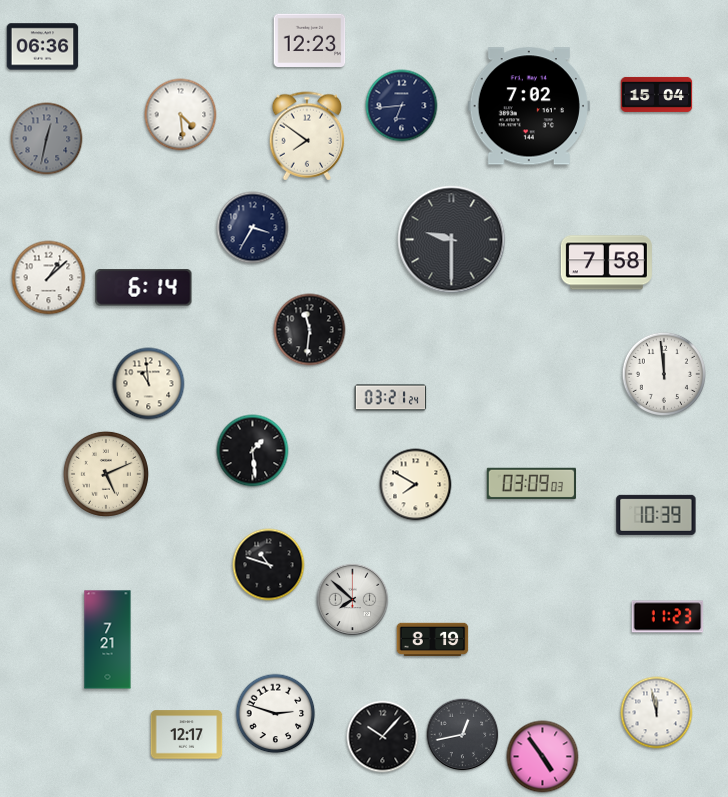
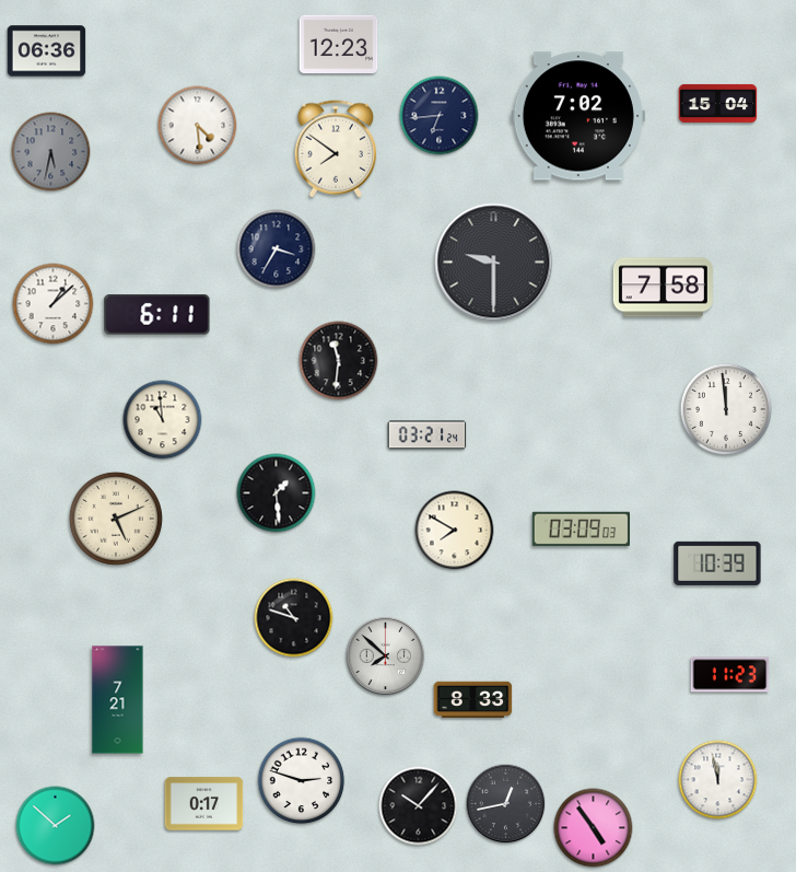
clock at (47, 139): 12:32 -> 5:32
clock at (144, 288): 6:14 -> 6:11
clock at (433, 640): 8:19 -> 8:33
clock at (187, 735): 12:17 -> 0:17
clock at (56, 826): none -> 1:52
